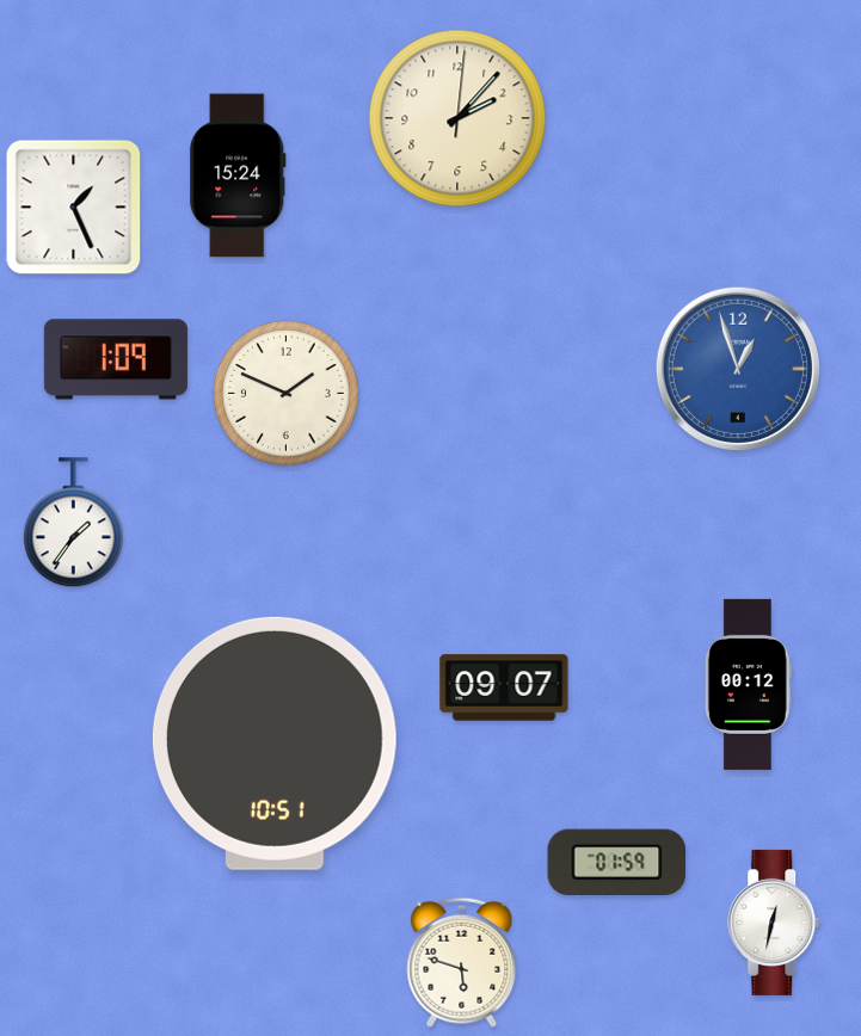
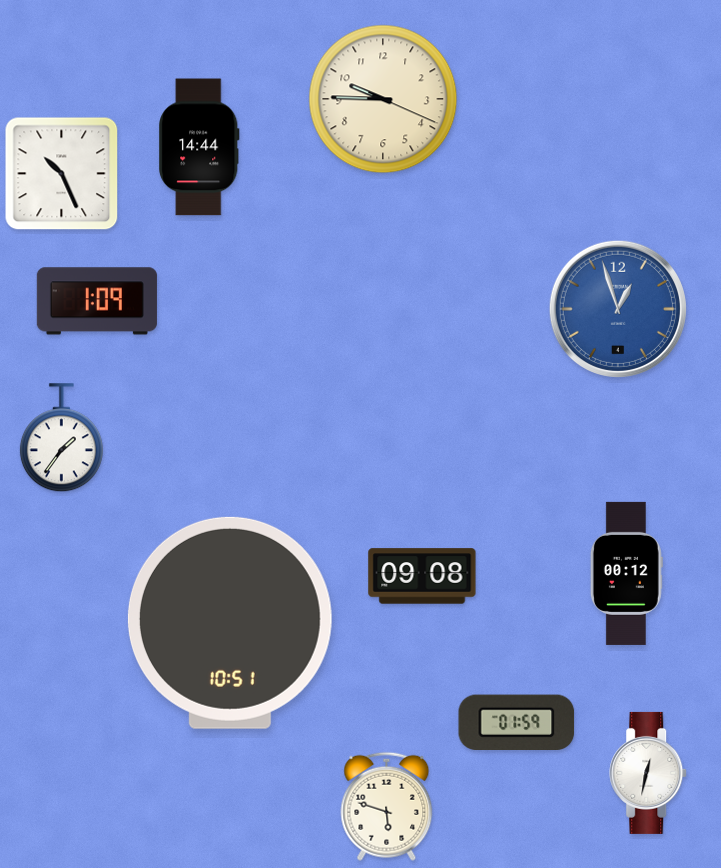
clock at (457, 118): 2:07 -> 9:45
clock at (238, 175): 15:24 -> 14:44
clock at (74, 208): 1:26 -> 10:26
clock at (287, 394): 1:49 -> none
clock at (504, 687): 09:07 -> 09:08
